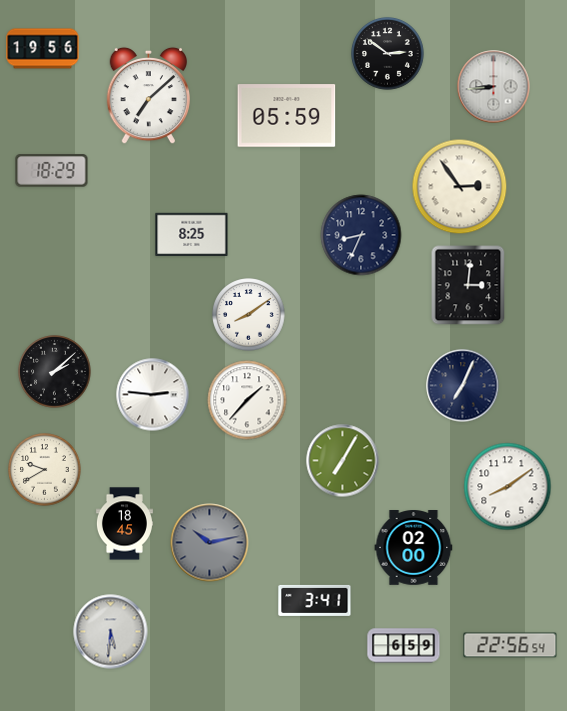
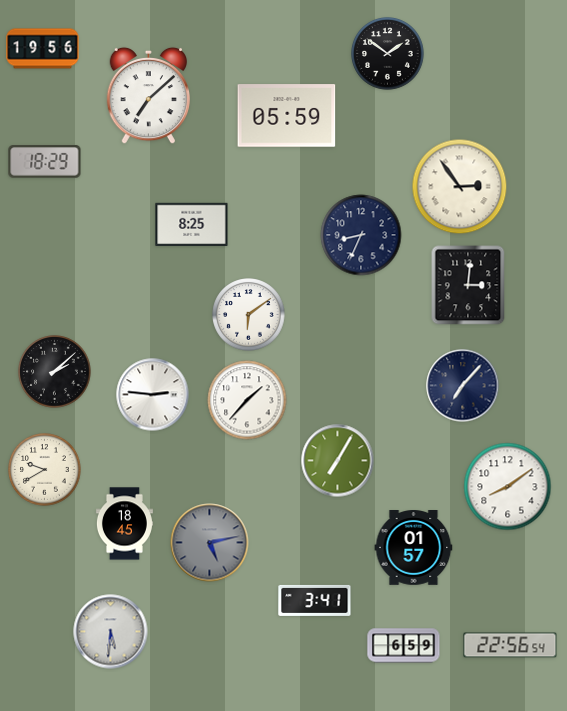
clock at (388, 54): 2:51 -> 1:51
clock at (494, 87): 8:44 -> none
clock at (52, 171) position: (52, 171) -> (45, 162)
clock at (192, 234) position: (192, 234) -> (192, 224)
clock at (249, 315): 8:09 -> 6:09
clock at (463, 386): 7:04 -> 7:07
clock at (343, 461) position: (343, 461) -> (338, 461)
clock at (210, 543): 10:13 -> 5:13
clock at (414, 548): 02:00 -> 01:57
